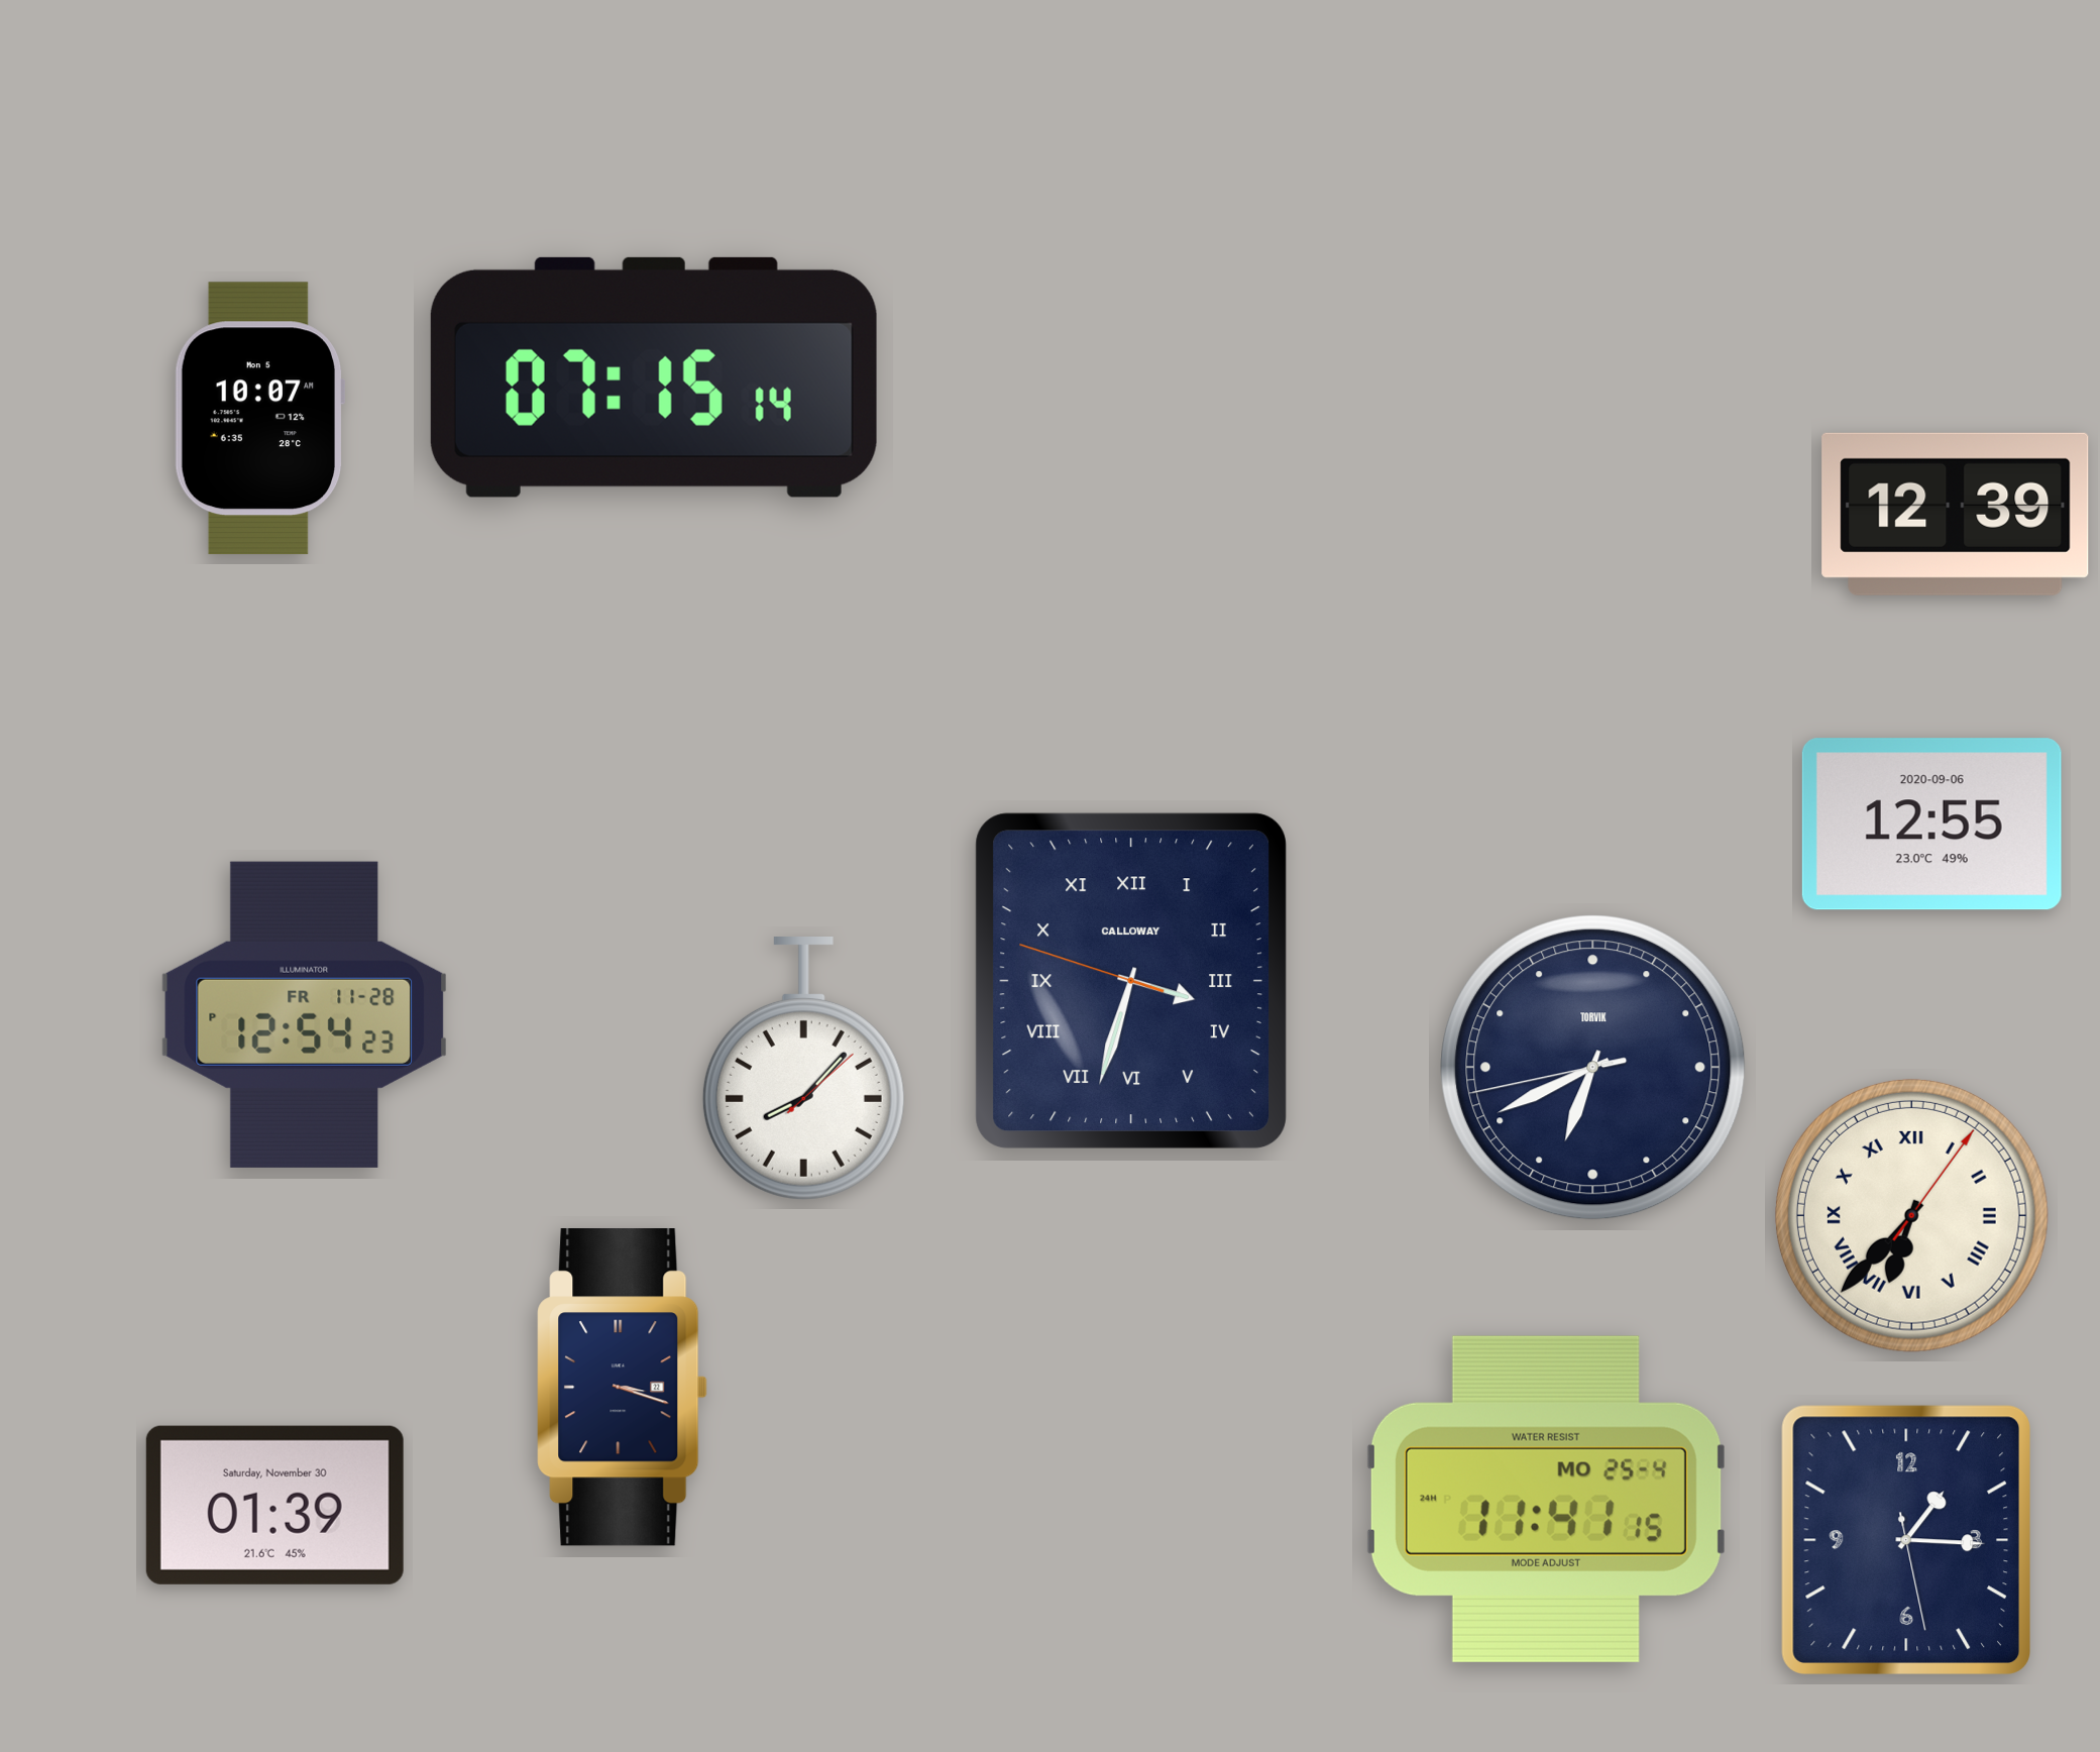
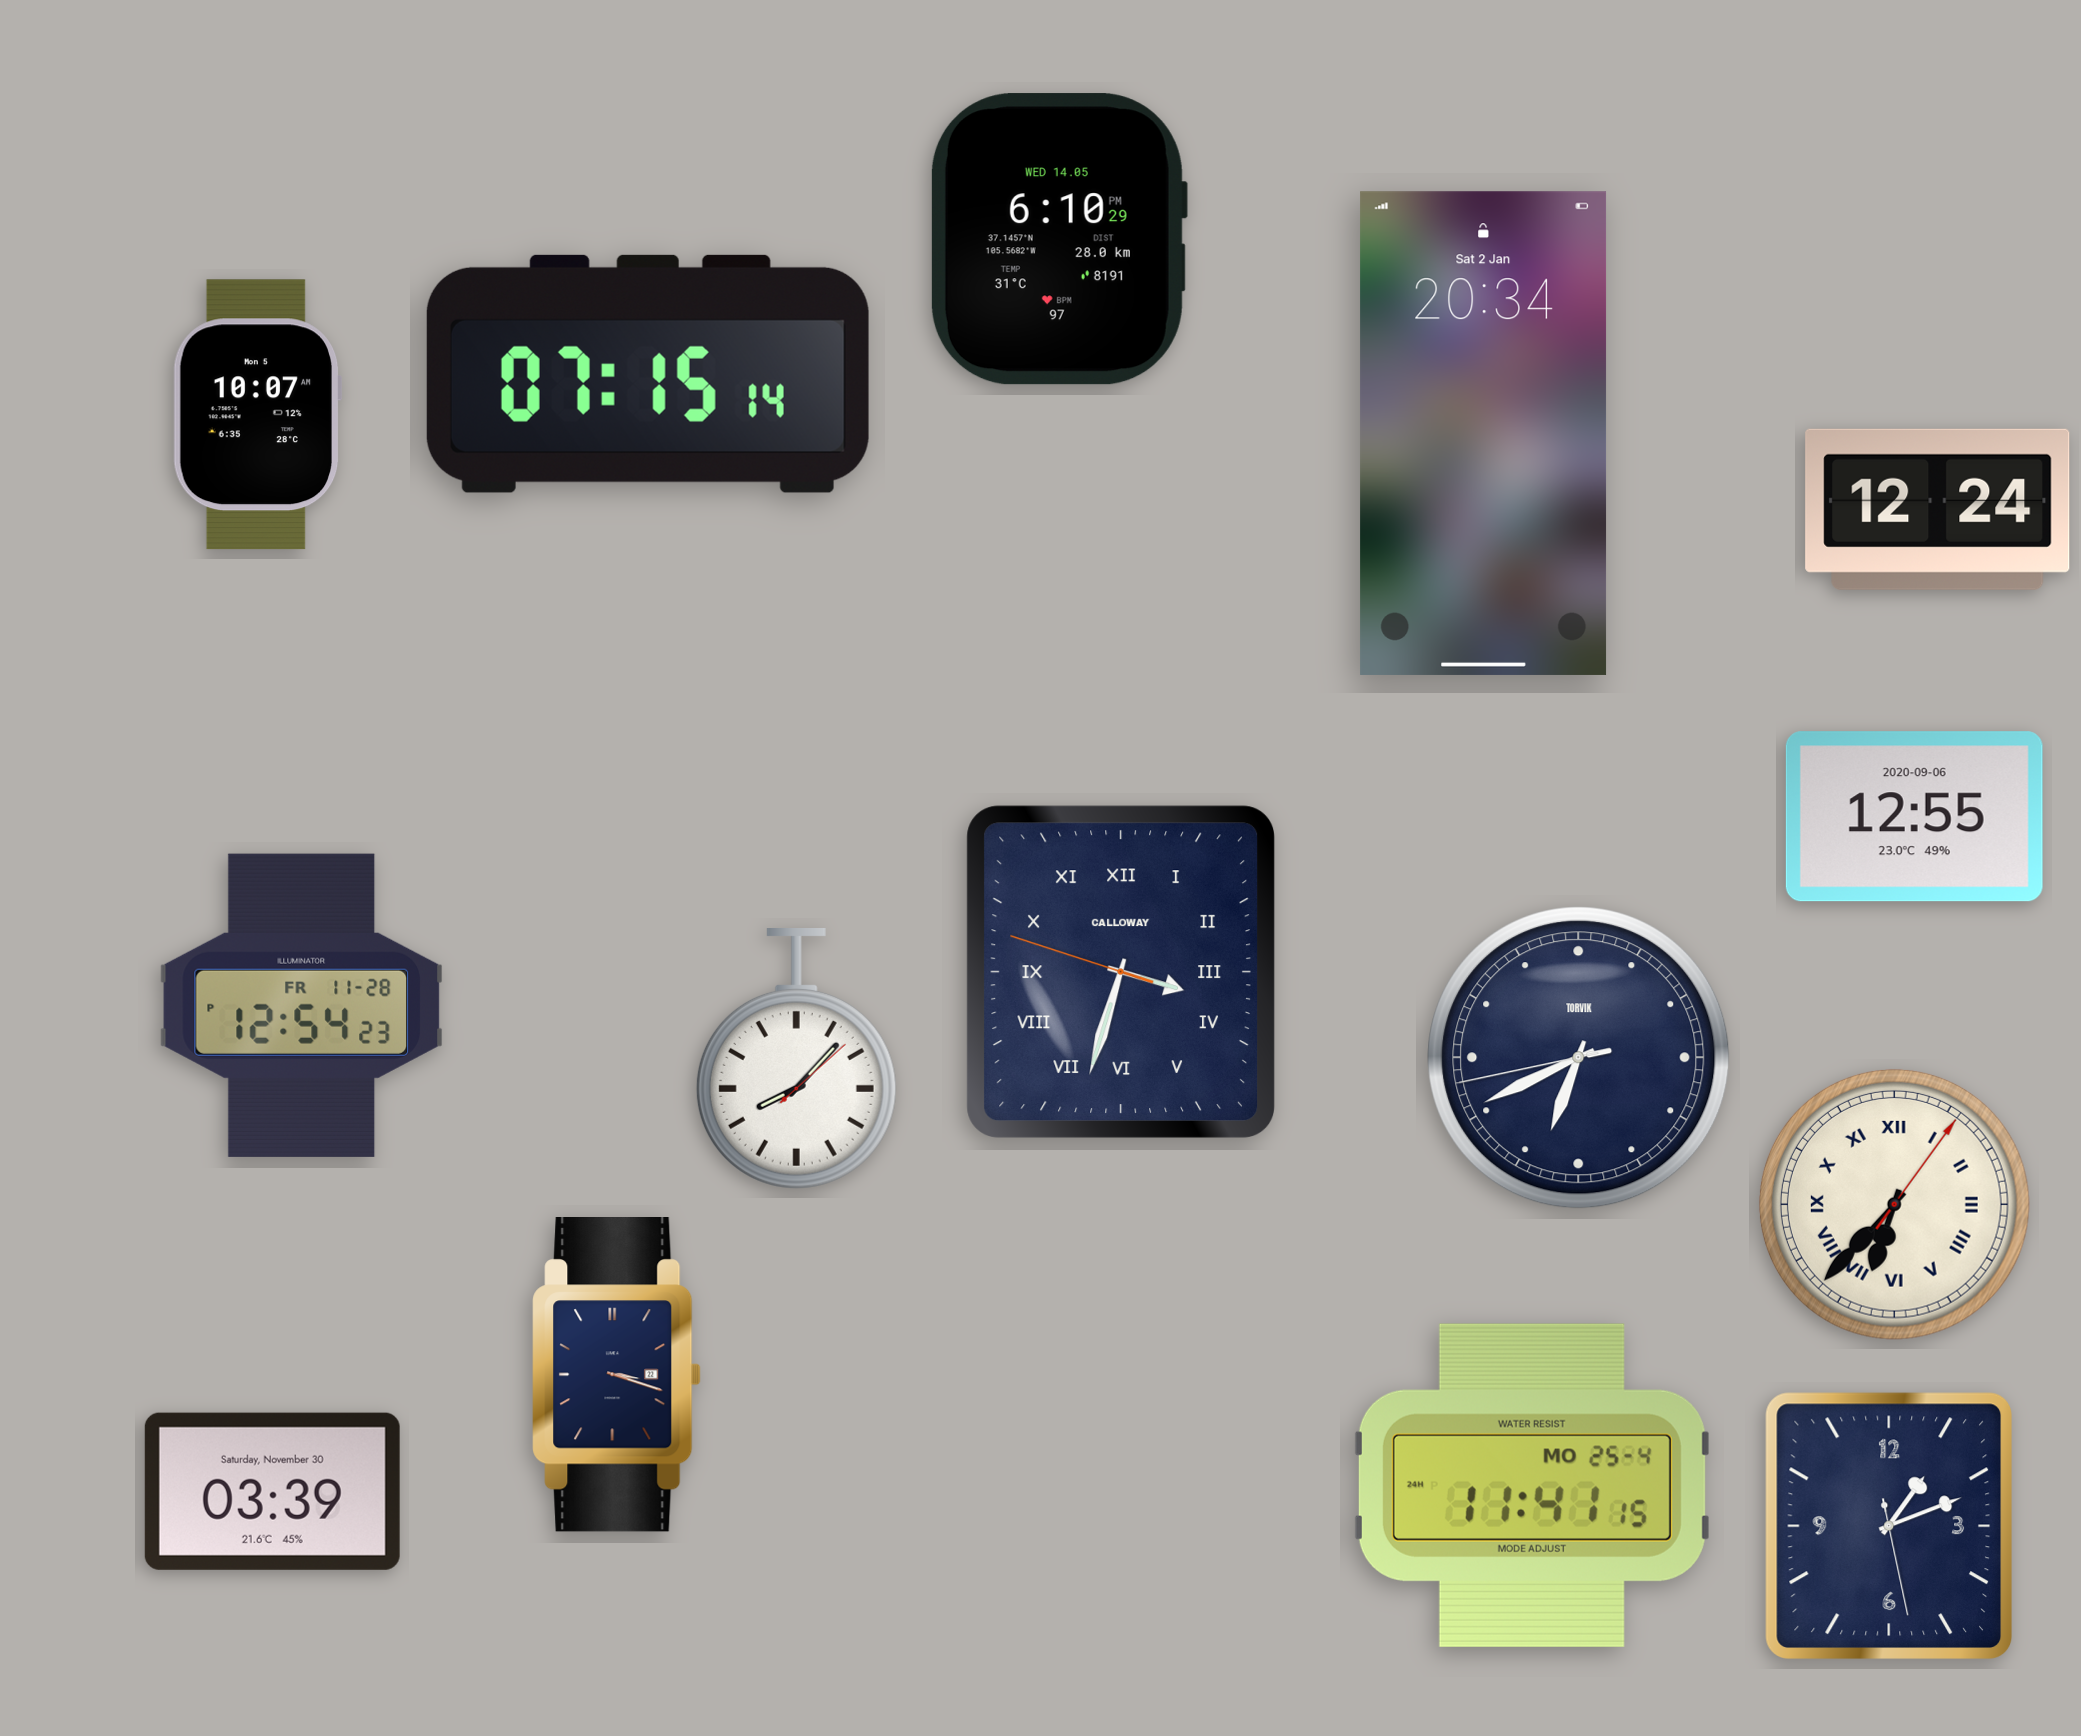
clock at (1058, 239): none -> 6:10
clock at (1484, 433): none -> 20:34
clock at (1956, 514): 12:39 -> 12:24
clock at (274, 1505): 01:39 -> 03:39
clock at (1905, 1539): 1:15 -> 1:11
